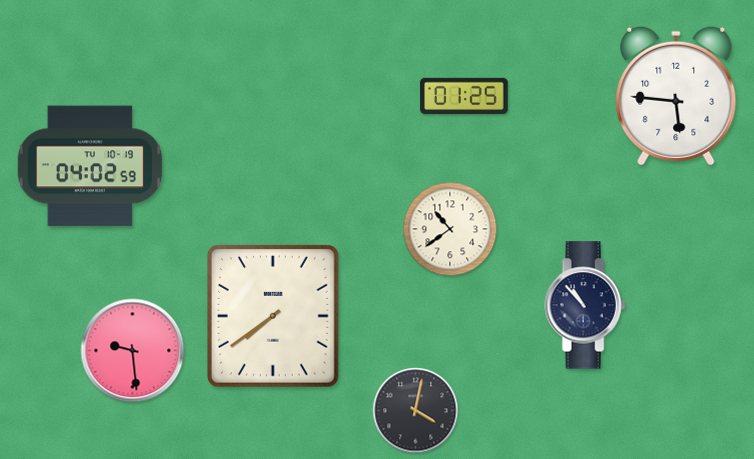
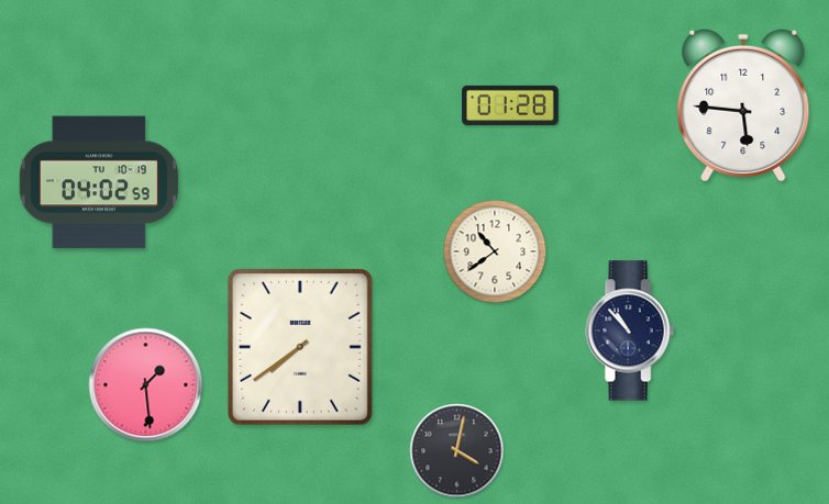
clock at (464, 95): 01:25 -> 01:28
clock at (585, 305) position: (585, 305) -> (630, 331)
clock at (133, 351): 9:29 -> 1:29
